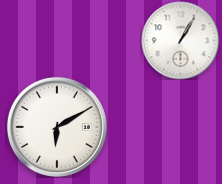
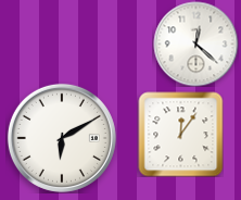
clock at (180, 40): 1:05 -> 12:22
clock at (180, 134): none -> 12:06
